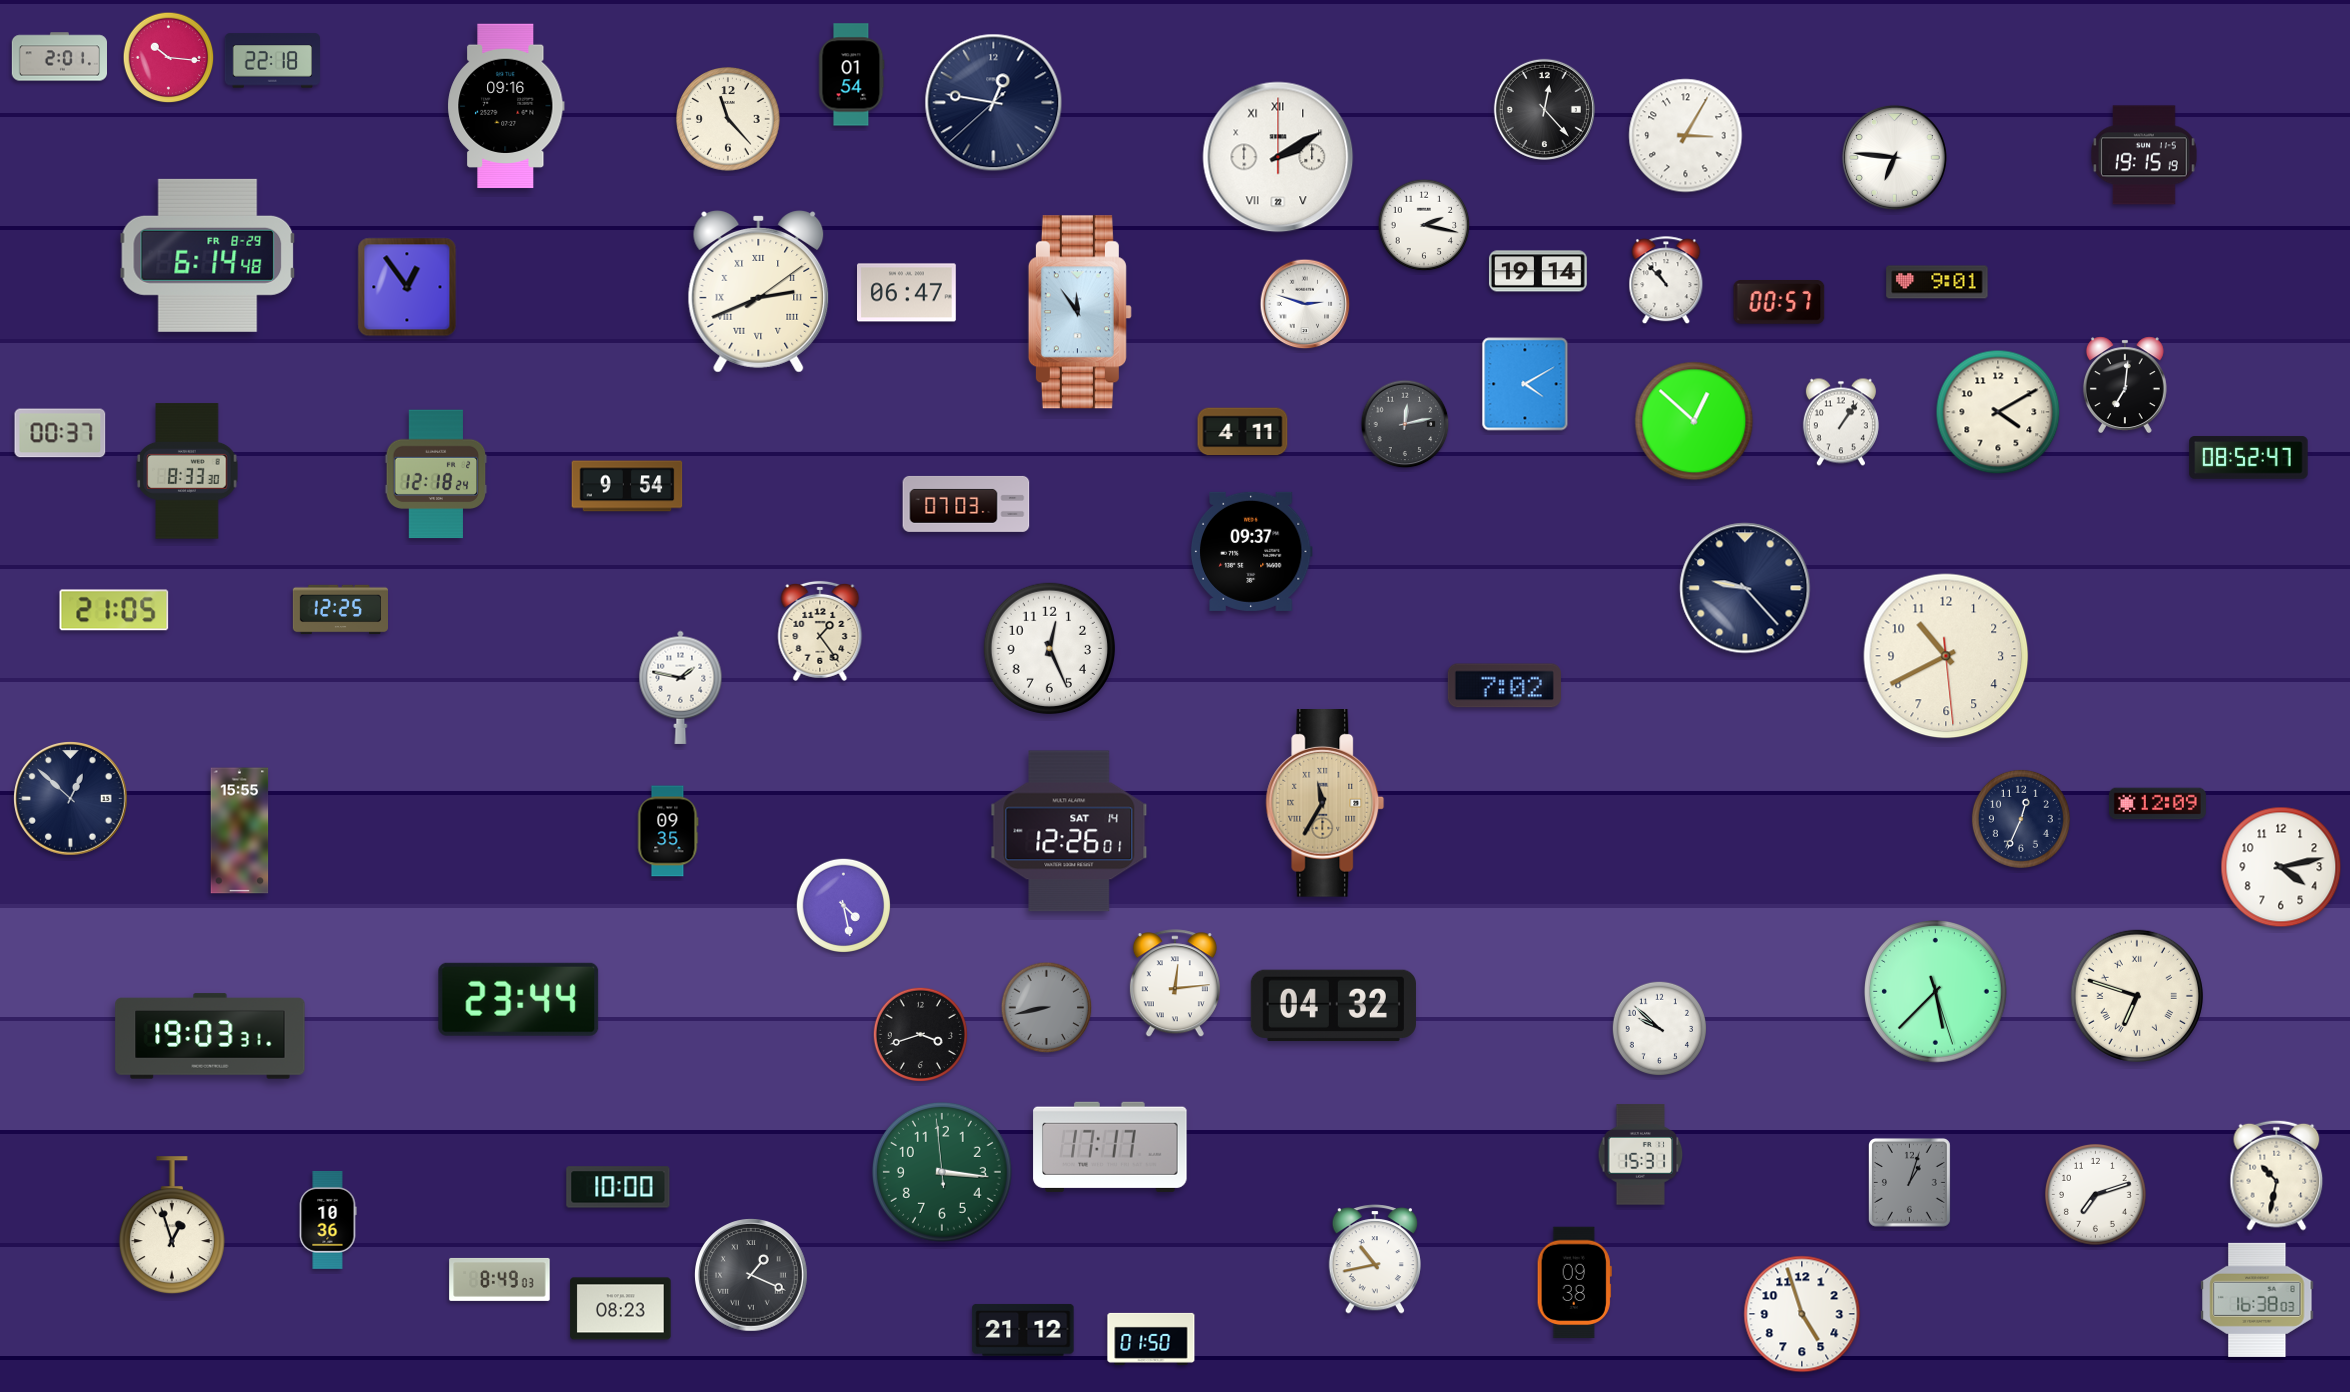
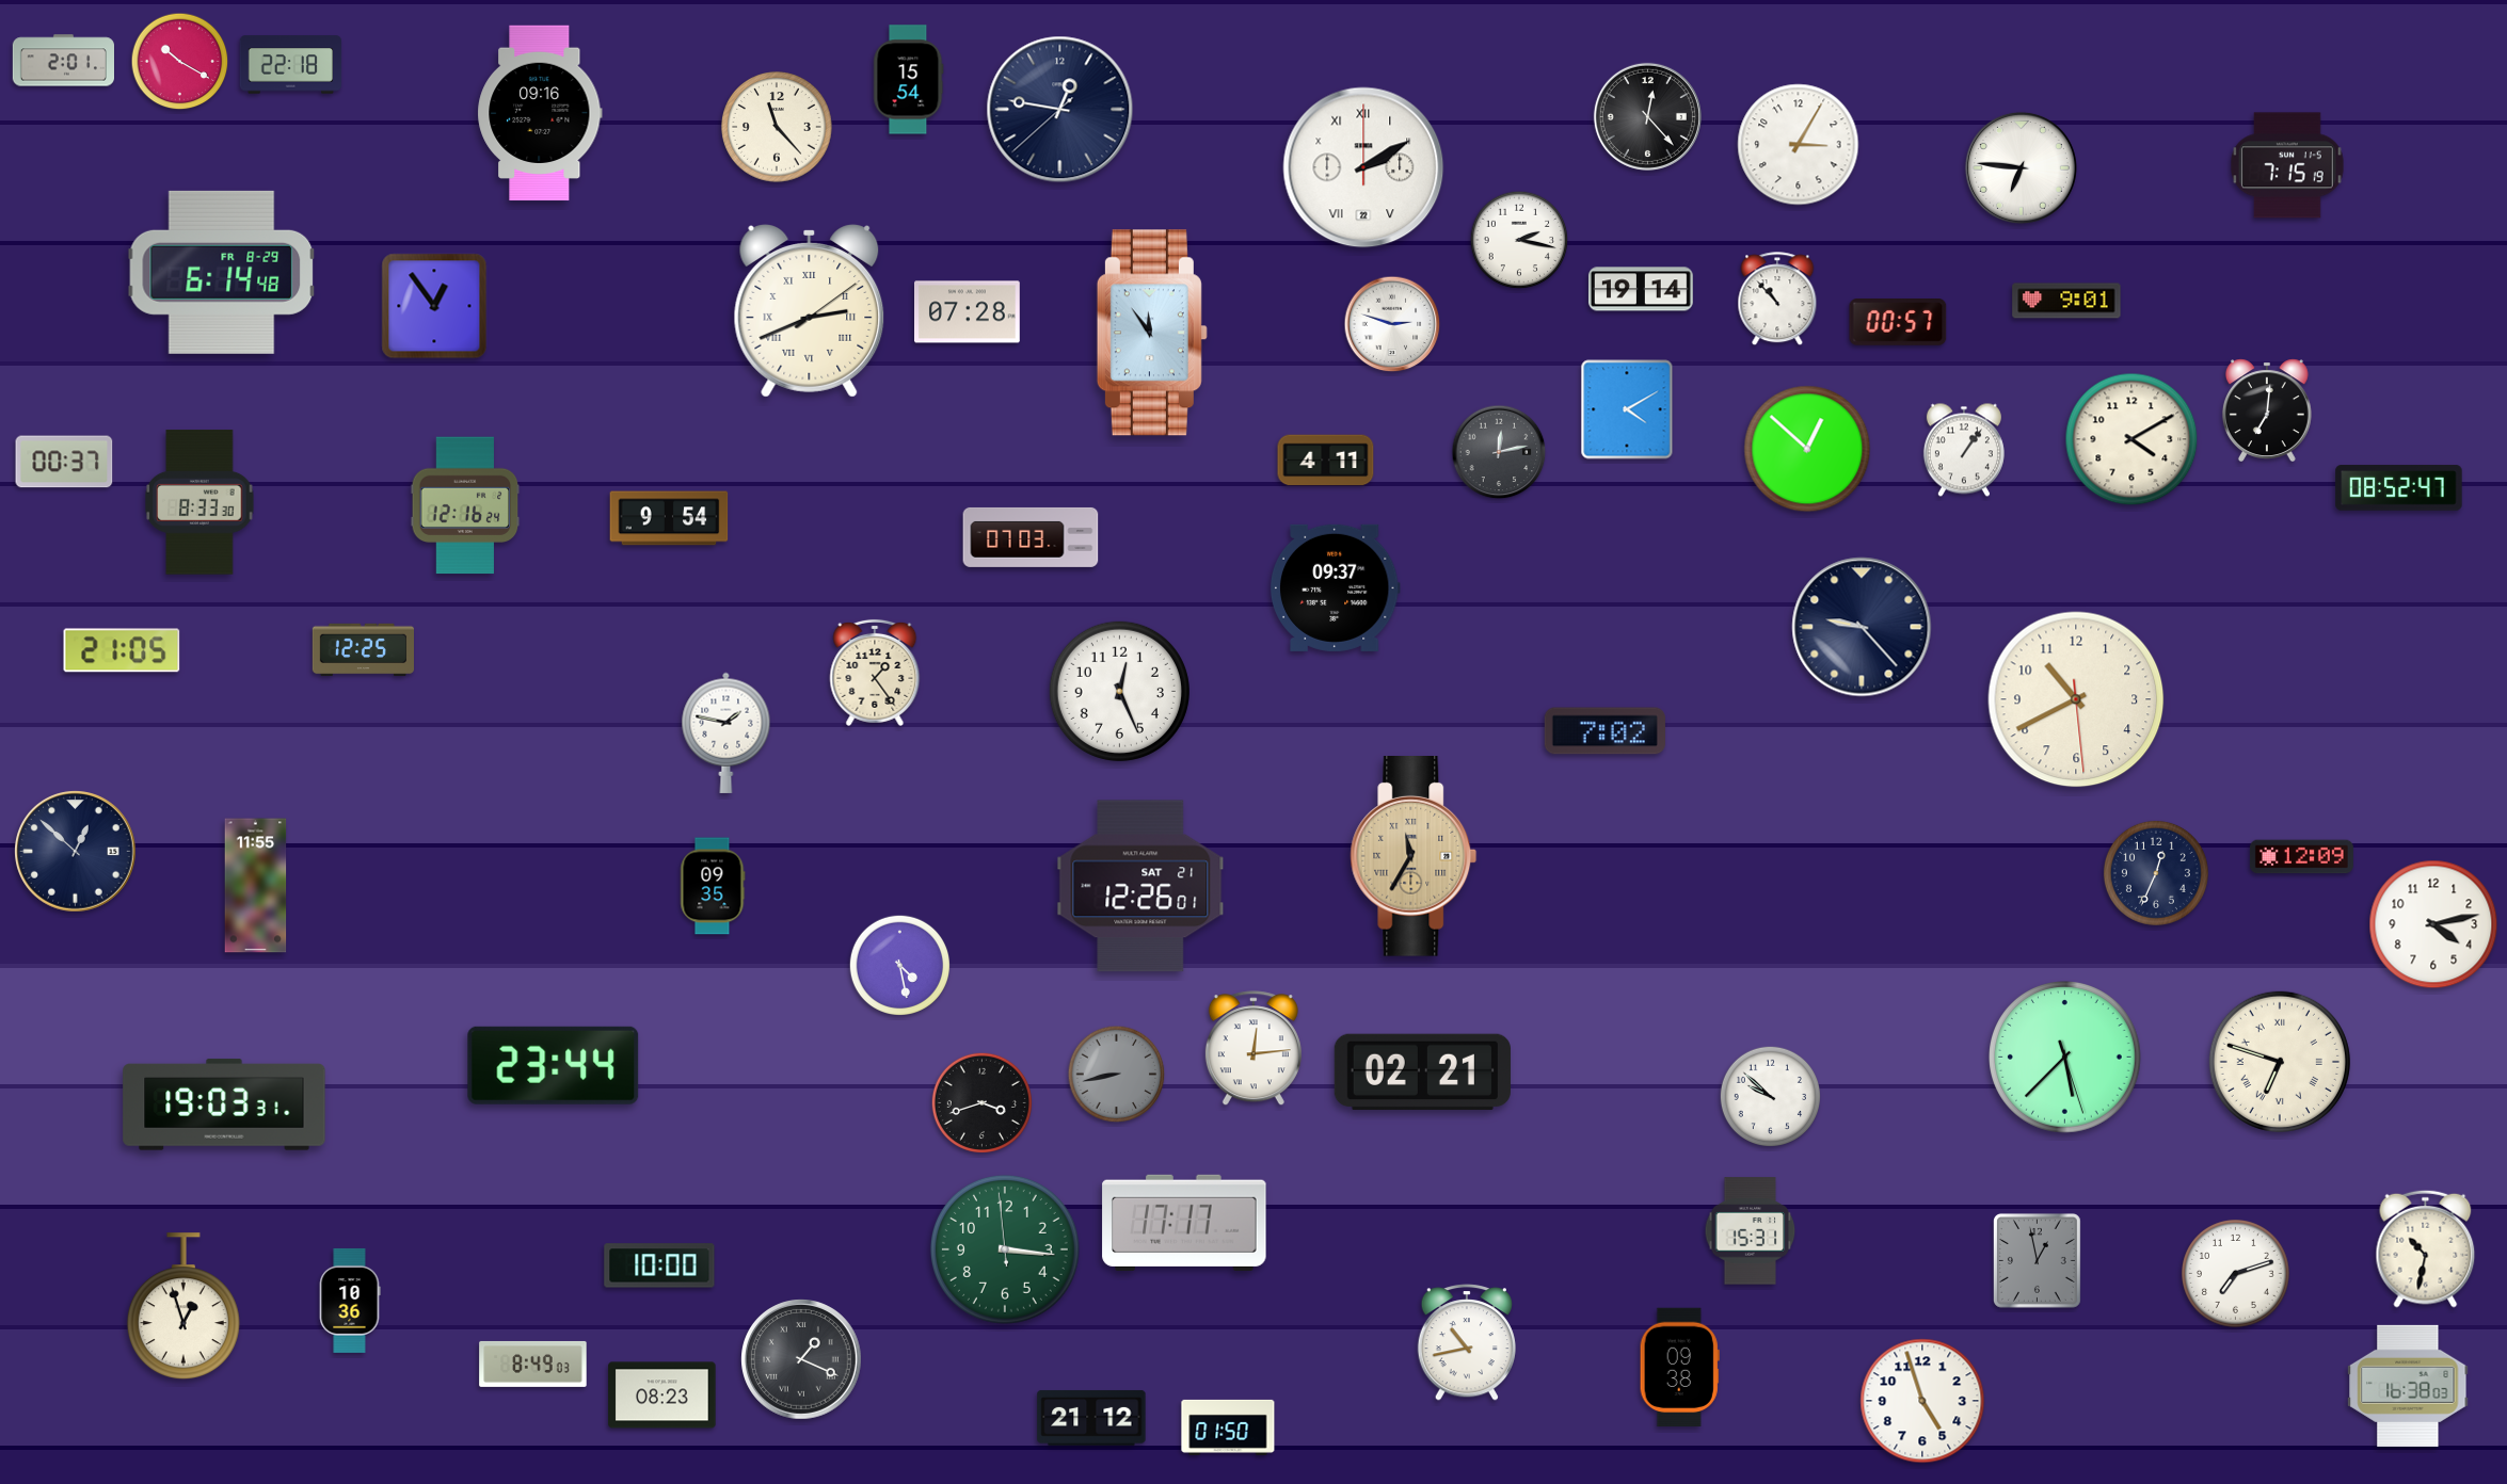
clock at (169, 58): 10:16 -> 10:20
clock at (852, 75): 01:54 -> 15:54
clock at (2144, 155): 19:15 -> 7:15
clock at (907, 293): 06:47 -> 07:28
clock at (436, 474): 12:18 -> 12:16
clock at (240, 831): 15:55 -> 11:55
clock at (1069, 831) date: SAT 14 -> SAT 21
clock at (1333, 1006): 04:32 -> 02:21
clock at (2277, 1175) position: (2277, 1175) -> (2426, 1248)
clock at (1909, 1182): 1:03 -> 12:58
